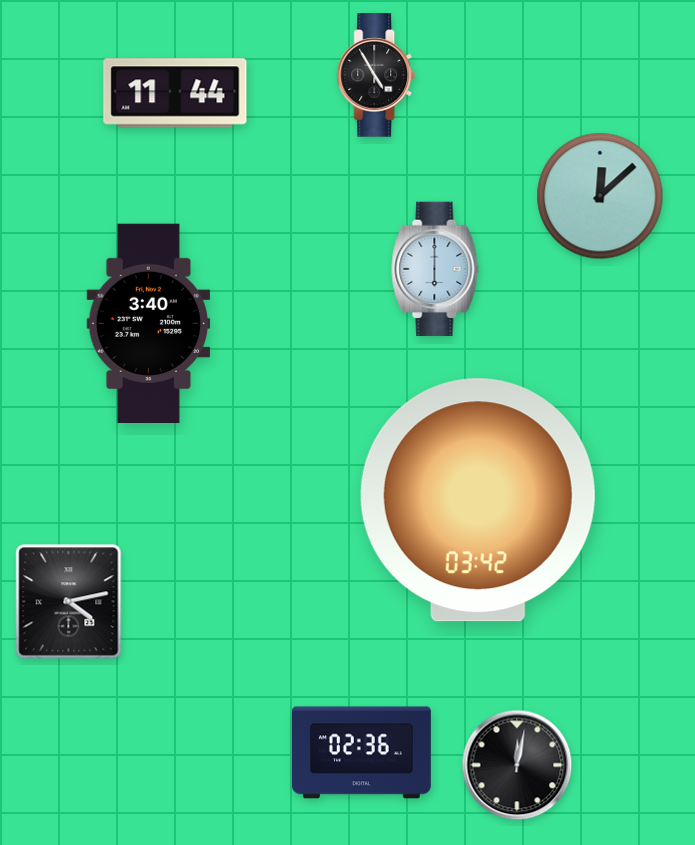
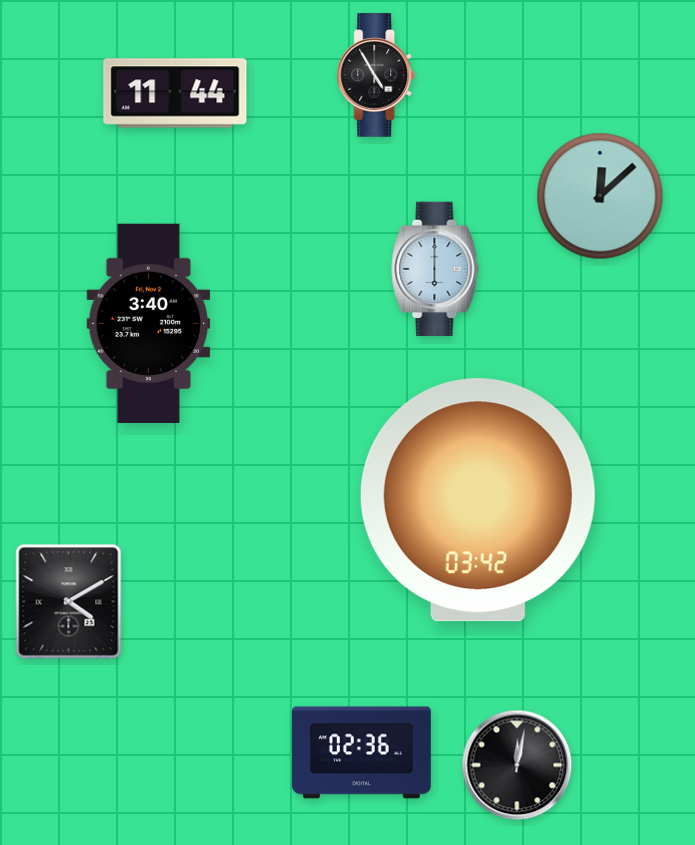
clock at (69, 602): 4:13 -> 4:10
